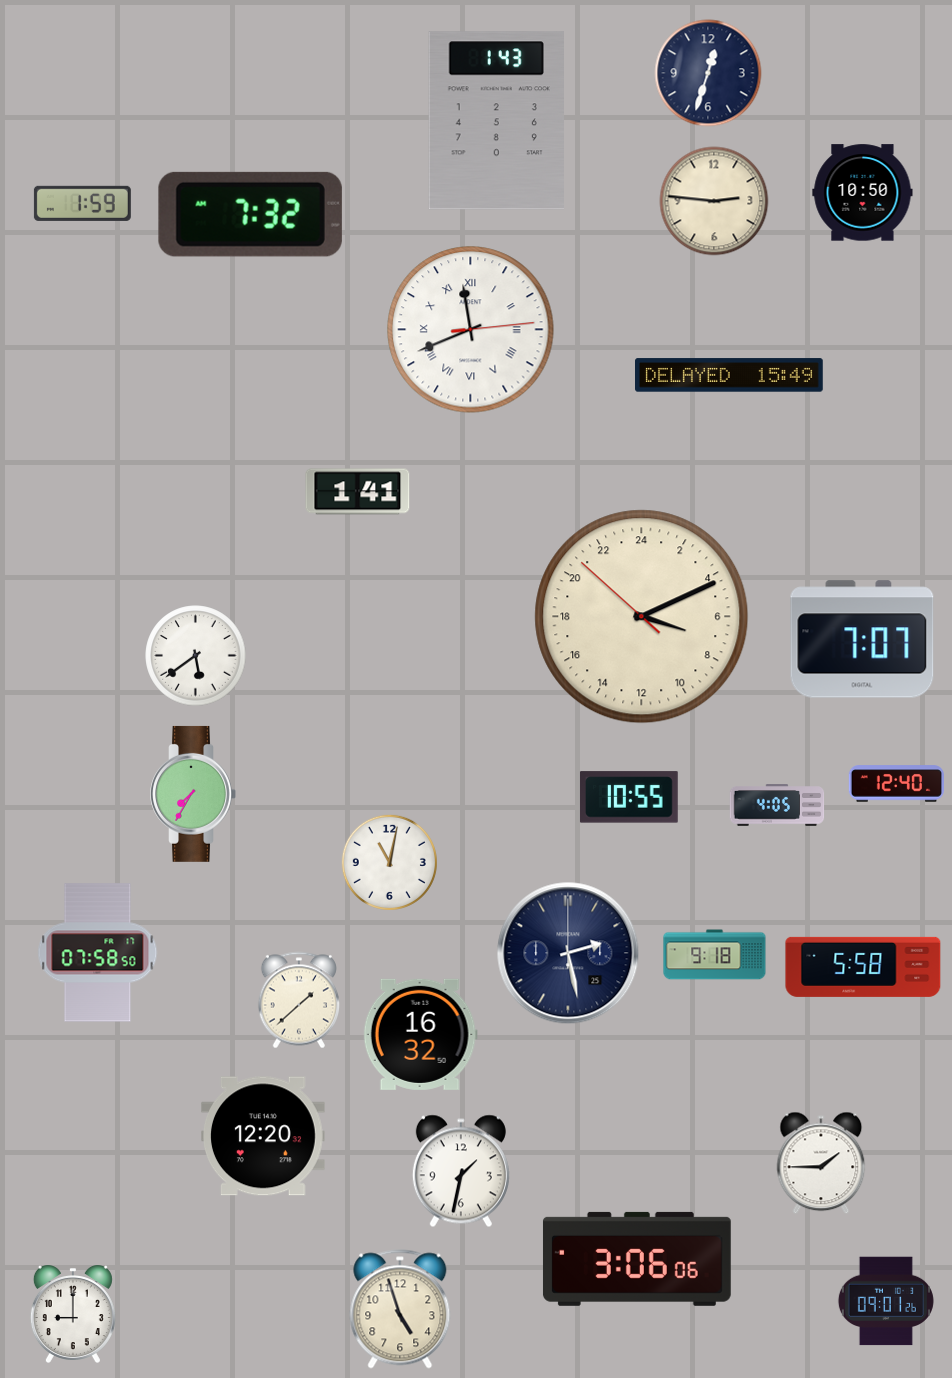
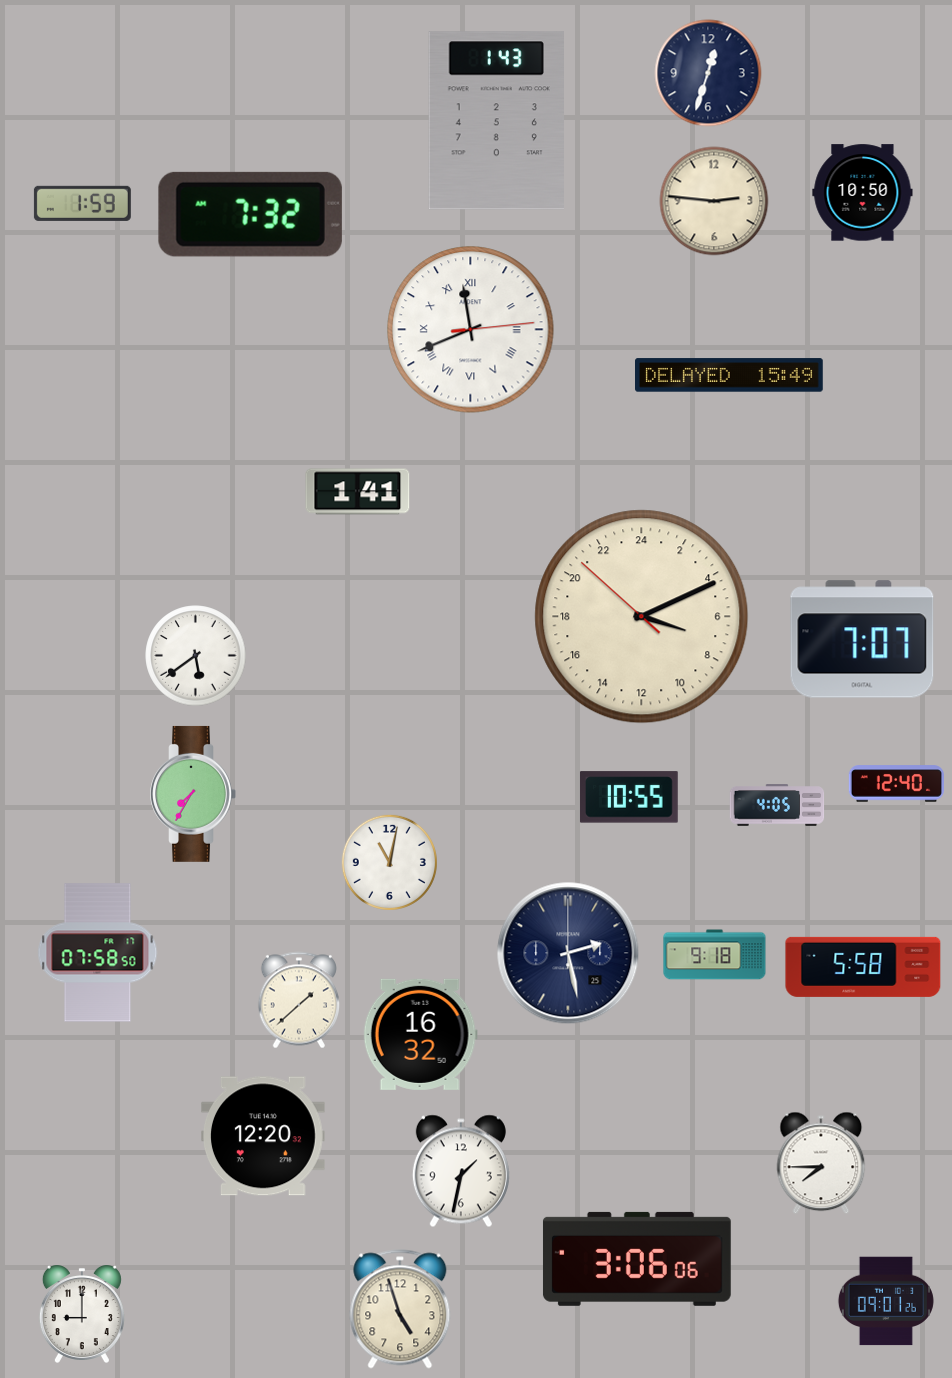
clock at (821, 1163): 1:45 -> 7:45
clock at (73, 1314) position: (73, 1314) -> (82, 1314)
